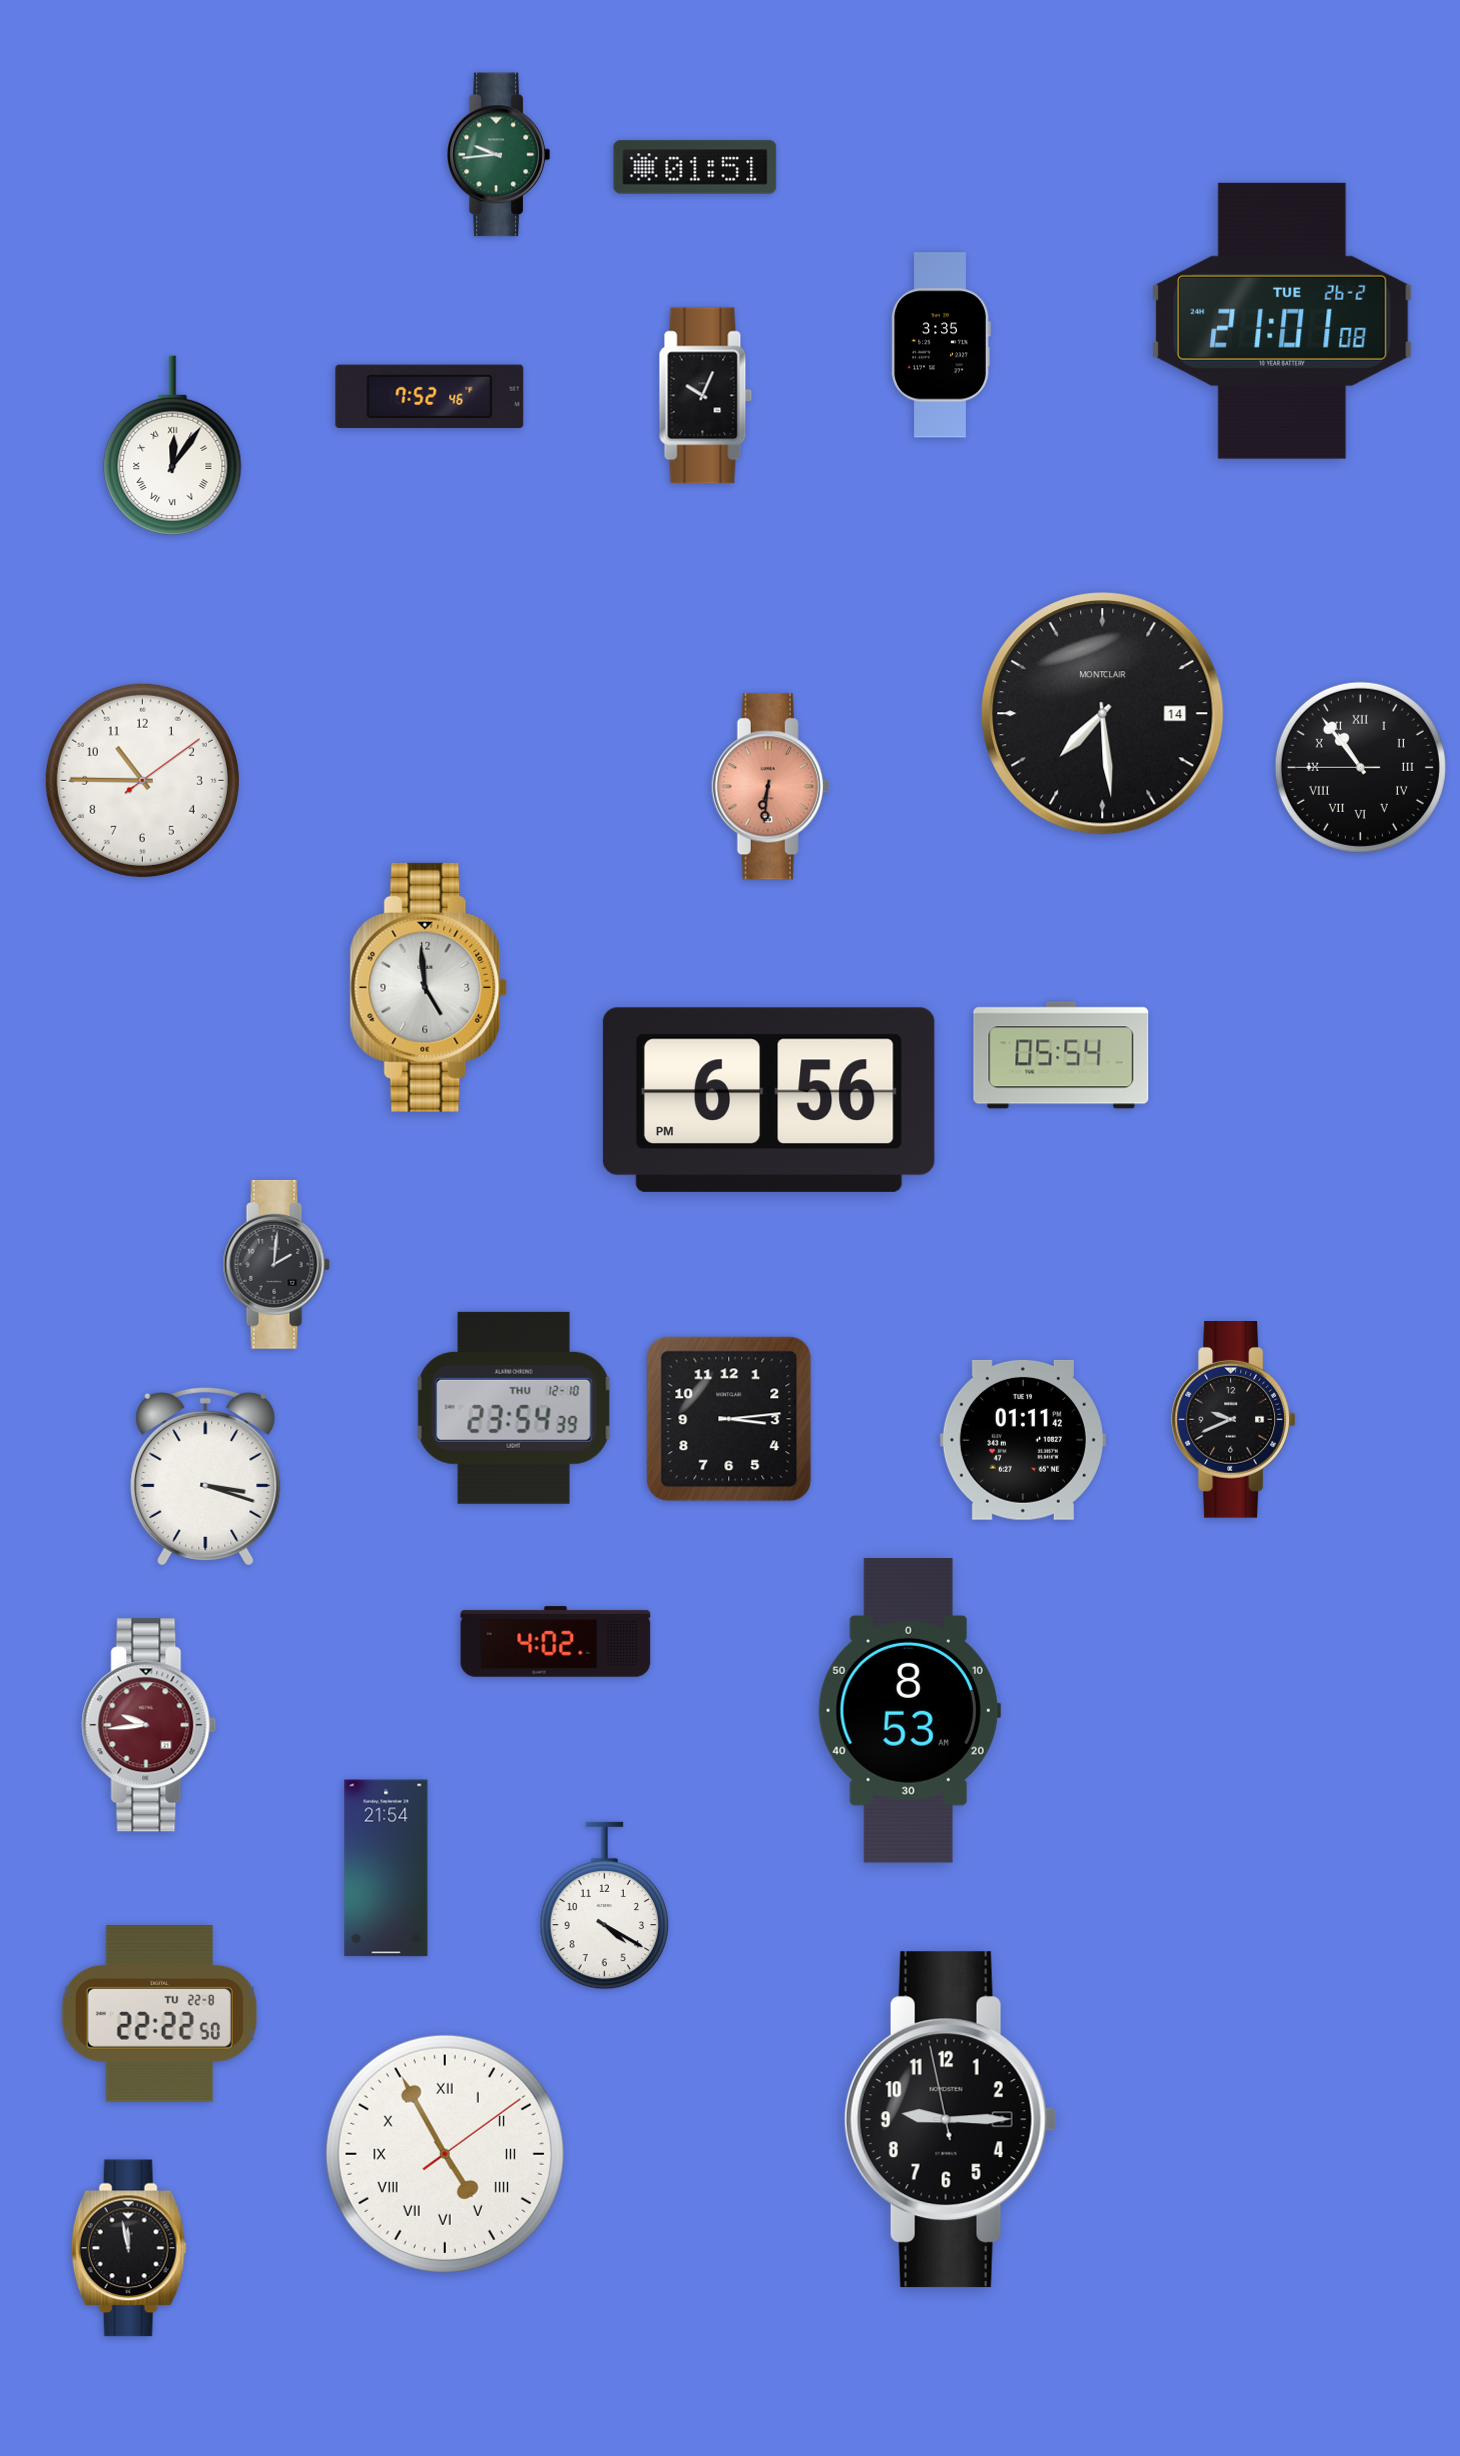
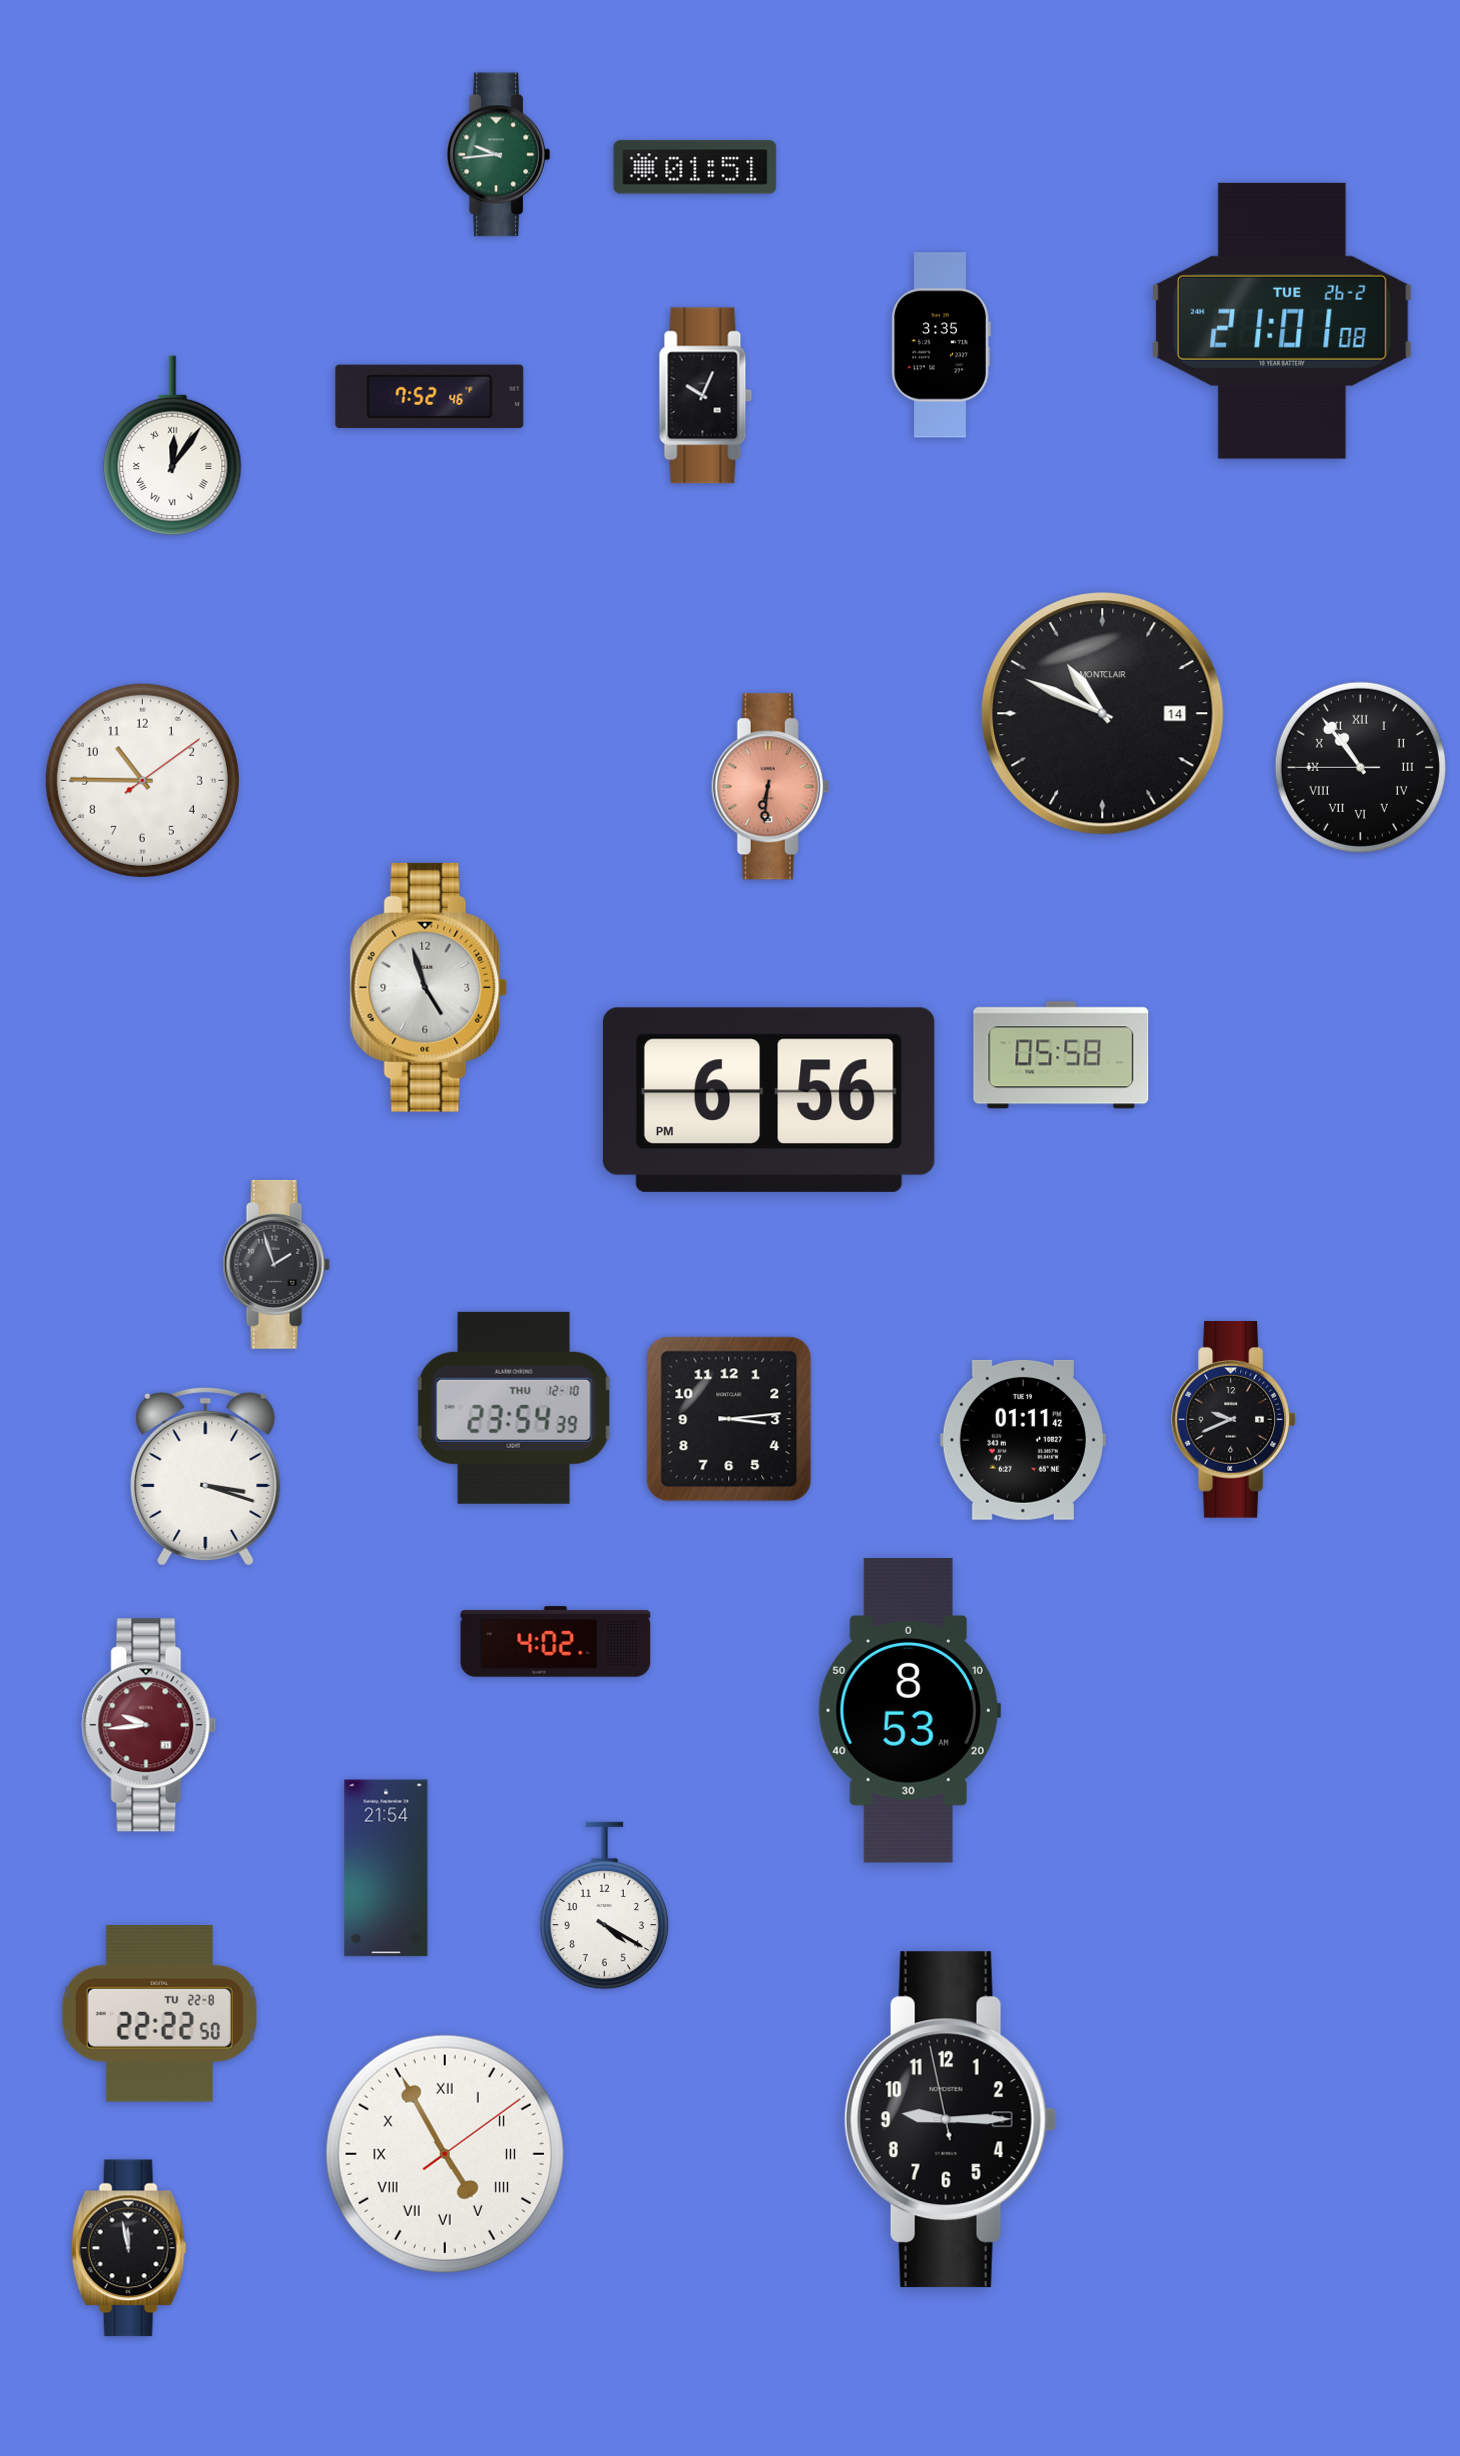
clock at (1103, 714): 7:29 -> 10:49
clock at (429, 987): 4:59 -> 4:57
clock at (1061, 1055): 05:54 -> 05:58
clock at (276, 1264): 2:01 -> 1:57
